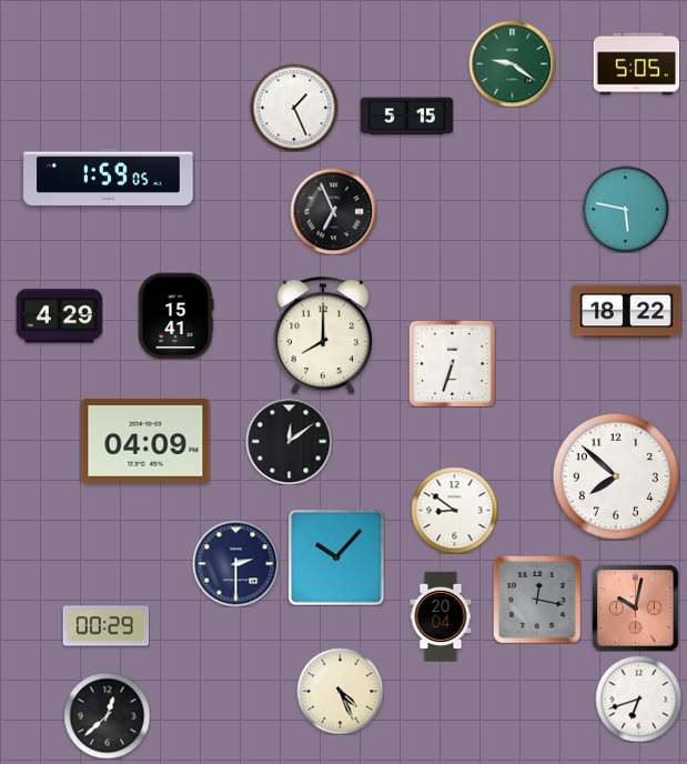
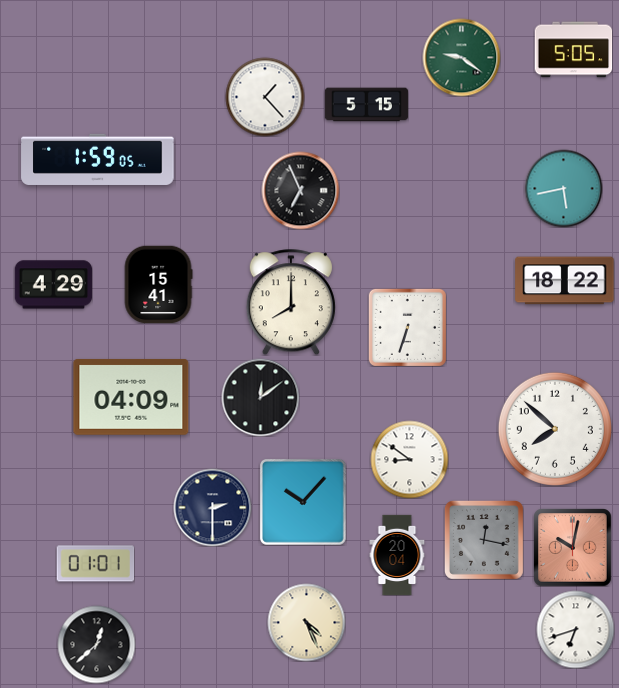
clock at (636, 64) position: (636, 64) -> (573, 50)
clock at (294, 108): 1:26 -> 1:23
clock at (625, 209): 5:47 -> 5:43
clock at (105, 626): 00:29 -> 01:01
